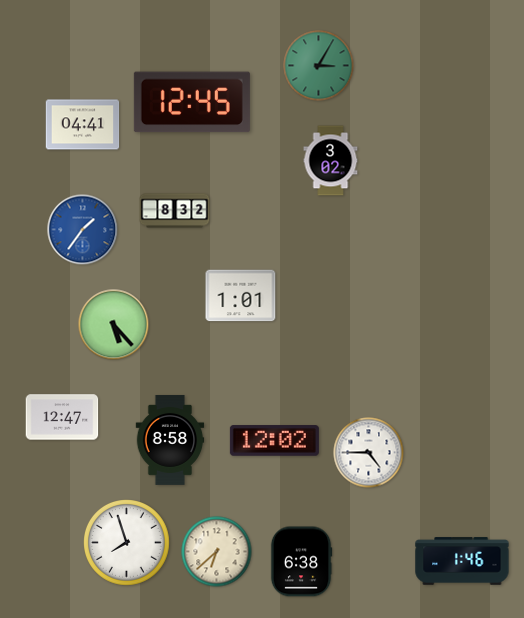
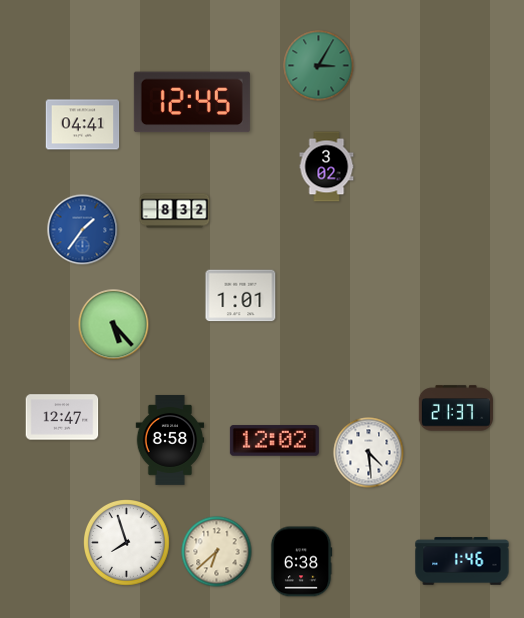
clock at (331, 161) position: (331, 161) -> (327, 167)
clock at (455, 408): none -> 21:37
clock at (369, 453): 4:45 -> 4:29
